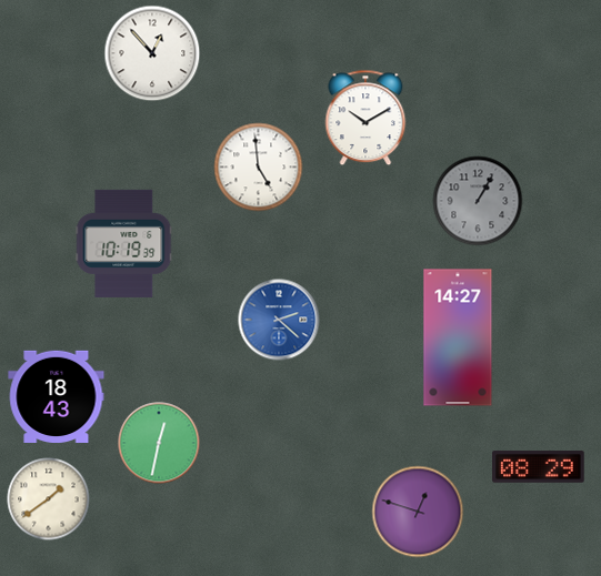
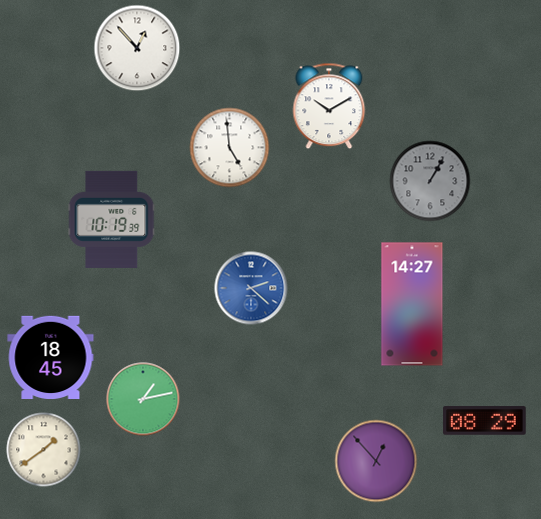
clock at (259, 168) position: (259, 168) -> (230, 148)
clock at (57, 396): 18:43 -> 18:45
clock at (159, 443): 12:32 -> 1:13
clock at (418, 512): 12:48 -> 12:53
